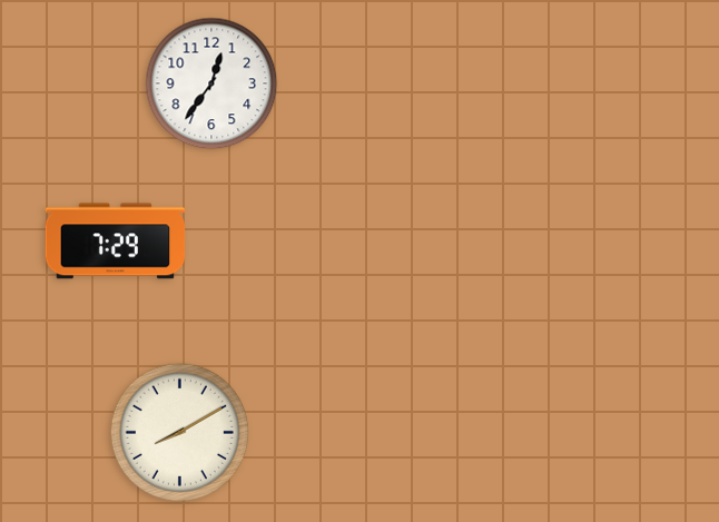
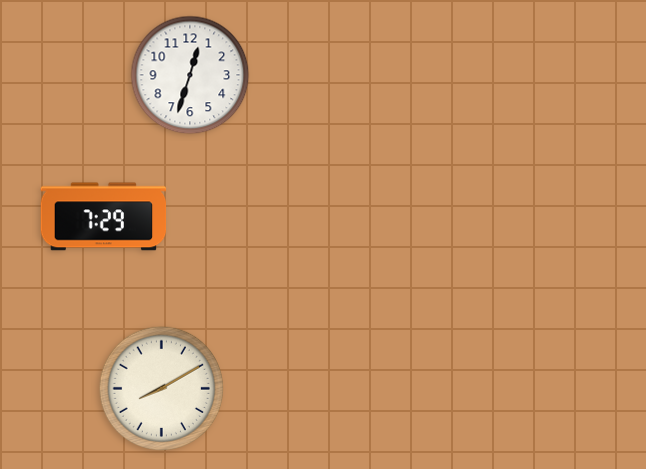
clock at (211, 83): 12:36 -> 12:33
